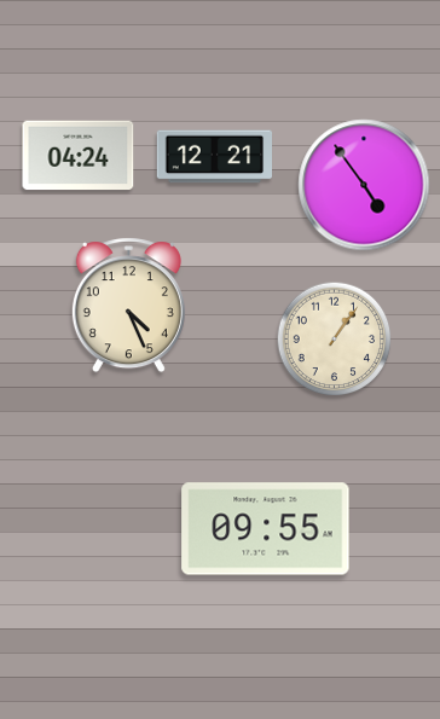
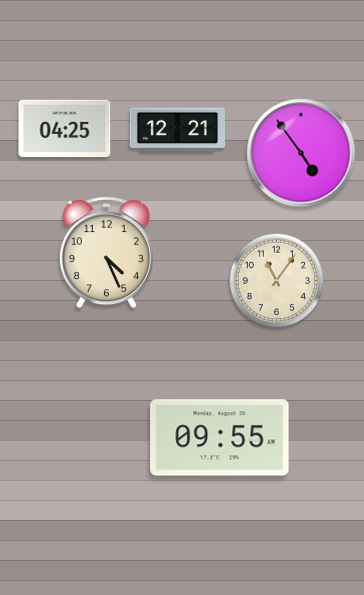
clock at (79, 156): 04:24 -> 04:25
clock at (335, 340): 1:06 -> 11:06
